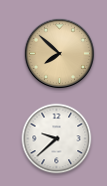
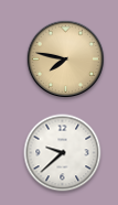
clock at (60, 54): 7:52 -> 7:47
